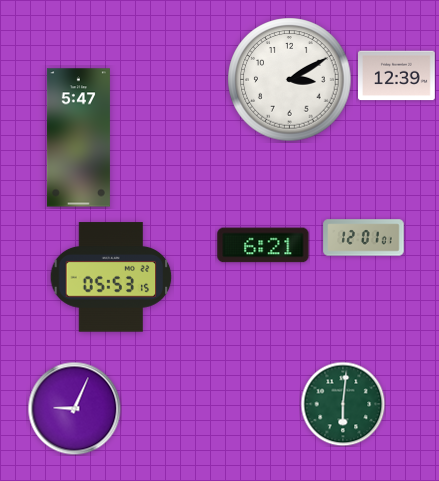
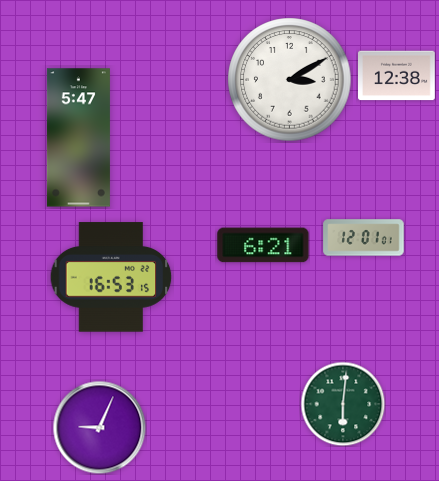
clock at (397, 76): 12:39 -> 12:38
clock at (111, 277): 05:53 -> 16:53
clock at (74, 408) position: (74, 408) -> (99, 427)
